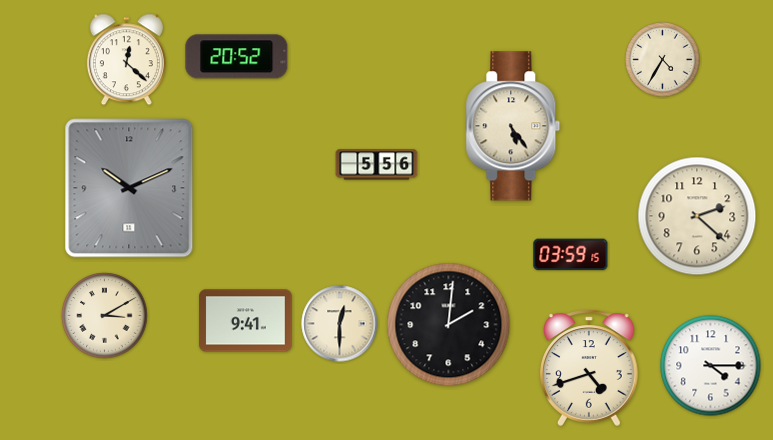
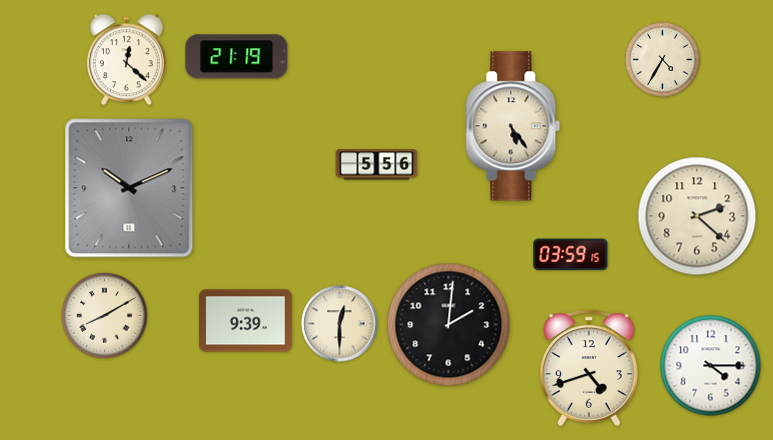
clock at (237, 57): 20:52 -> 21:19
clock at (105, 316): 3:10 -> 8:10
clock at (246, 321): 9:41 -> 9:39
